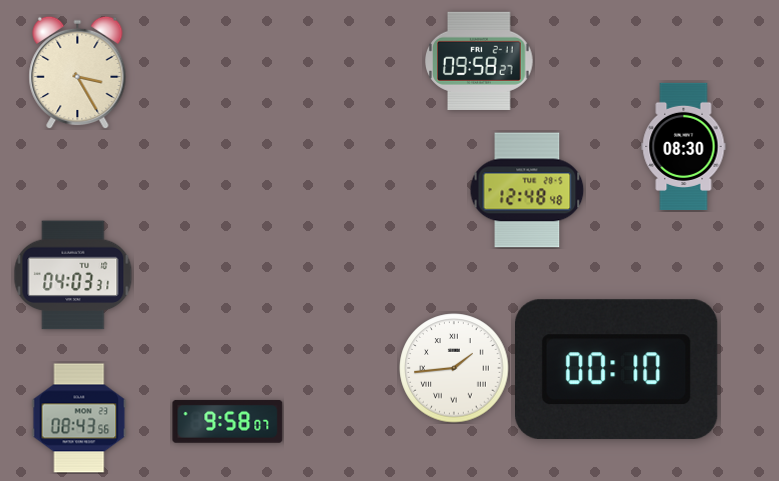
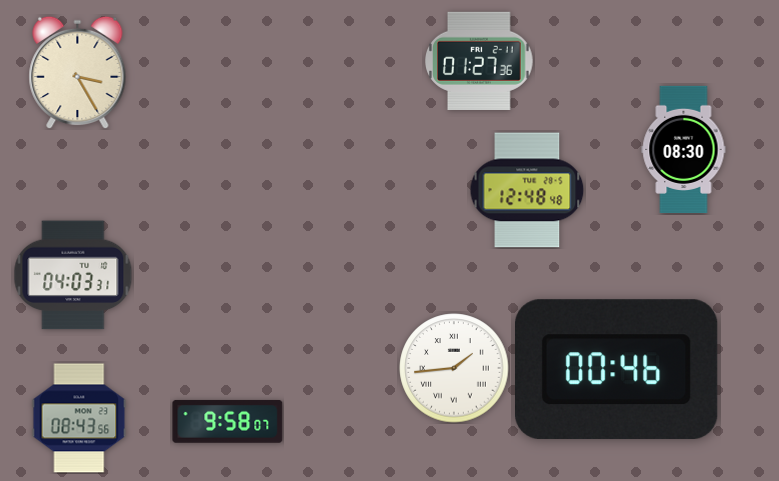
clock at (479, 61): 09:58 -> 01:27
clock at (684, 146) position: (684, 146) -> (684, 149)
clock at (617, 370): 00:10 -> 00:46
